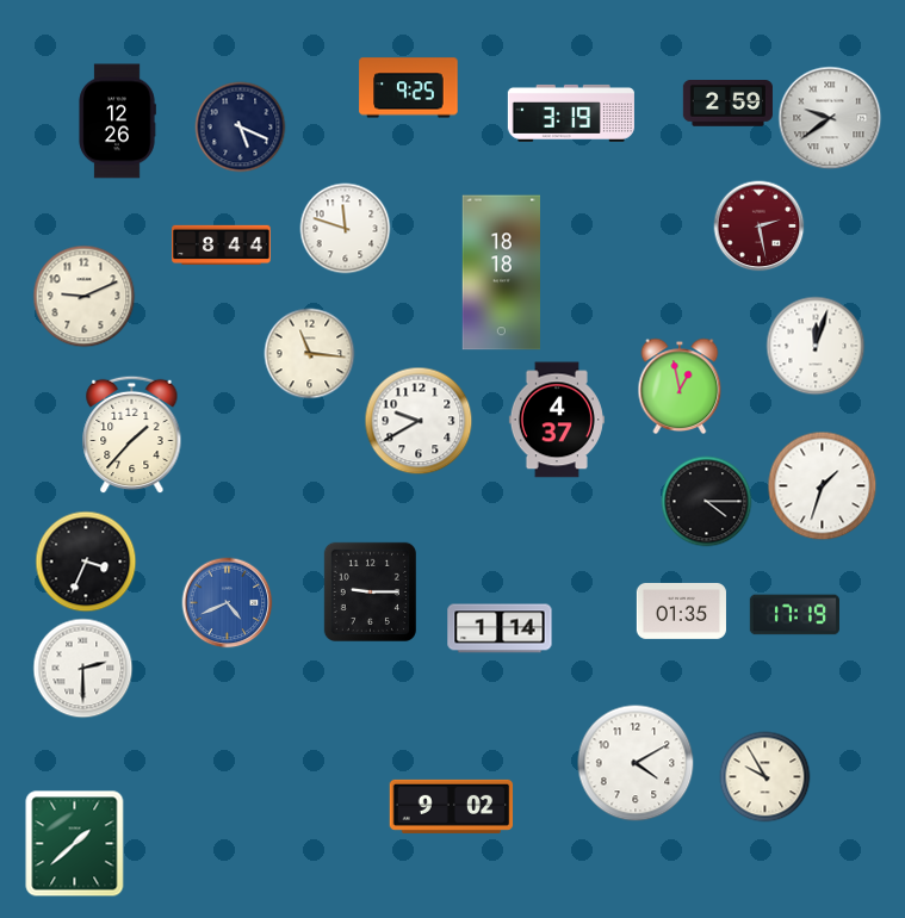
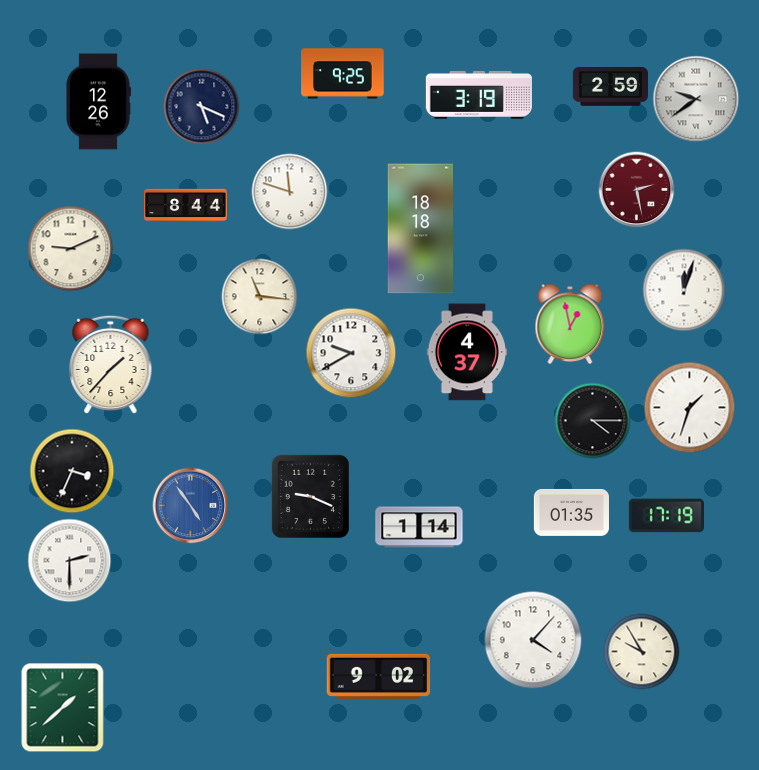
clock at (370, 591): 9:15 -> 9:19
clock at (228, 603): 4:41 -> 4:54
clock at (636, 763): 4:10 -> 4:07
